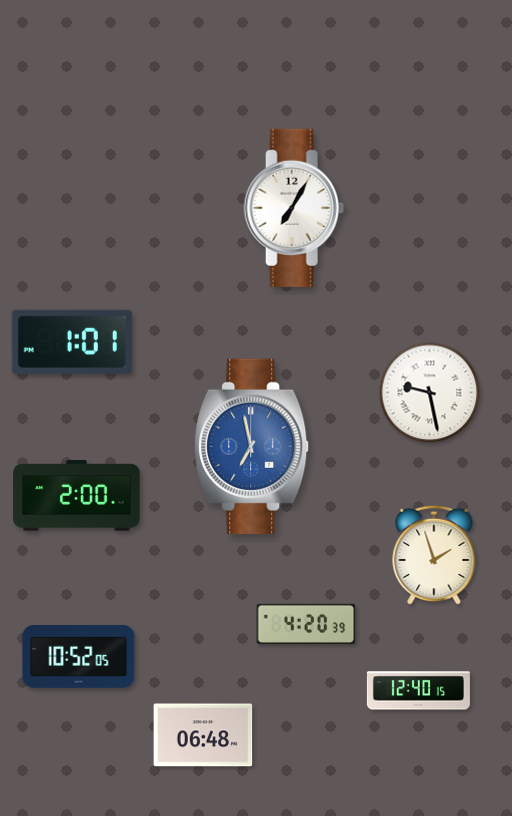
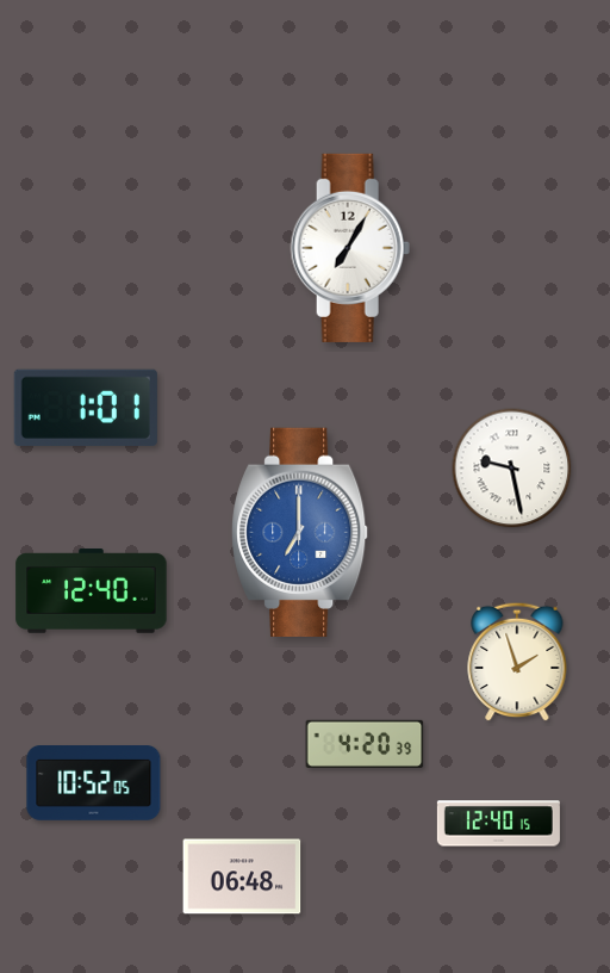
clock at (252, 446): 6:58 -> 7:00
clock at (77, 496): 2:00 -> 12:40
